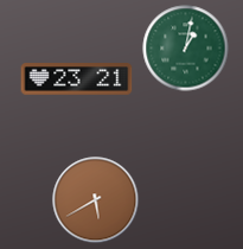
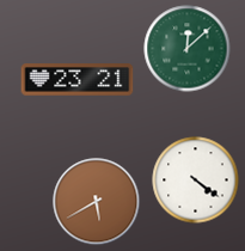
clock at (186, 49): 1:02 -> 12:08
clock at (196, 180): none -> 4:21
